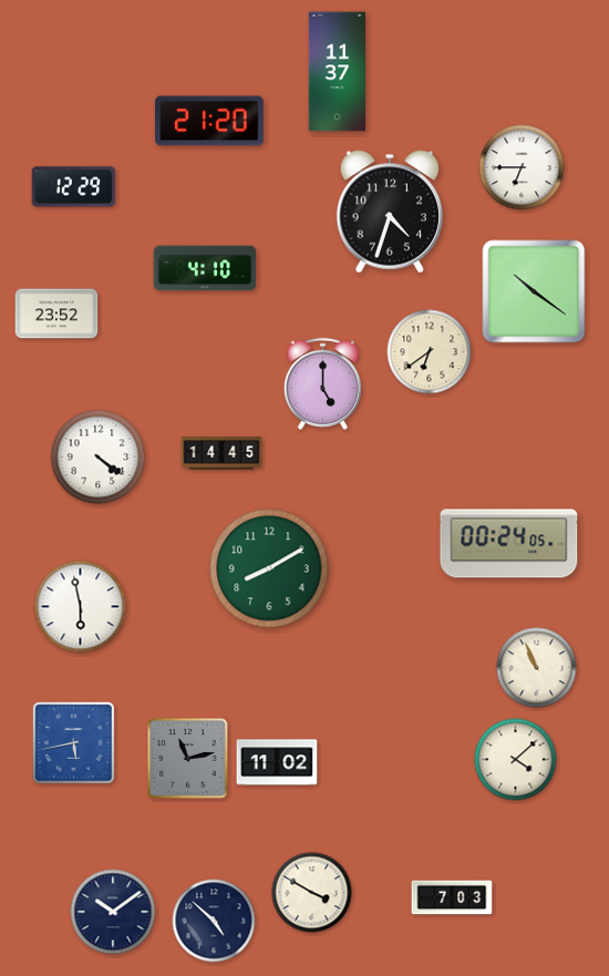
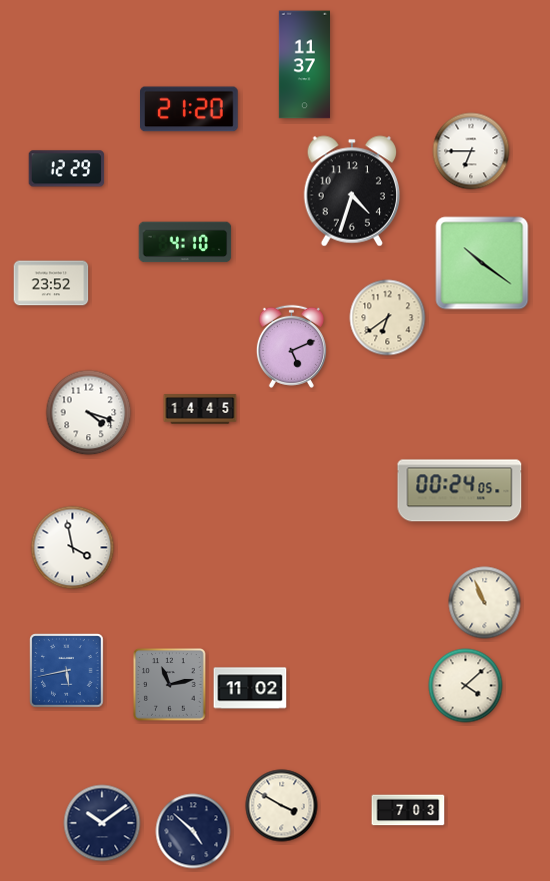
clock at (322, 383): 5:00 -> 5:11
clock at (99, 458): 4:21 -> 4:18
clock at (269, 568): 8:10 -> none
clock at (81, 607): 5:58 -> 3:58
